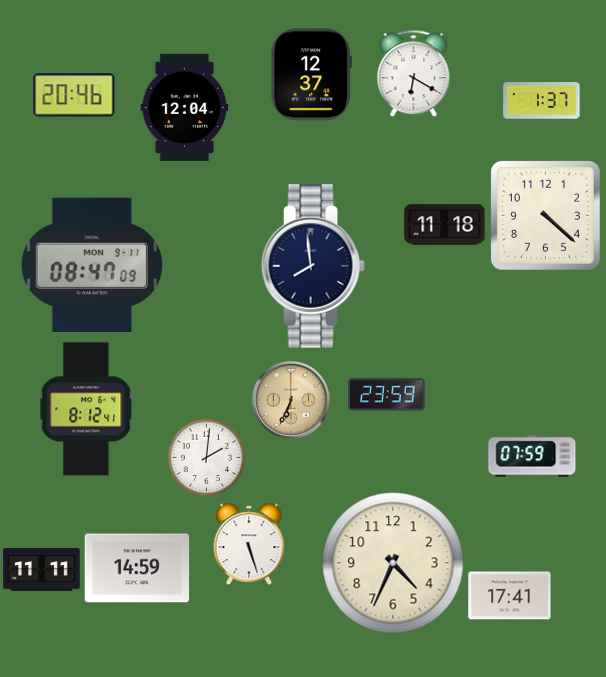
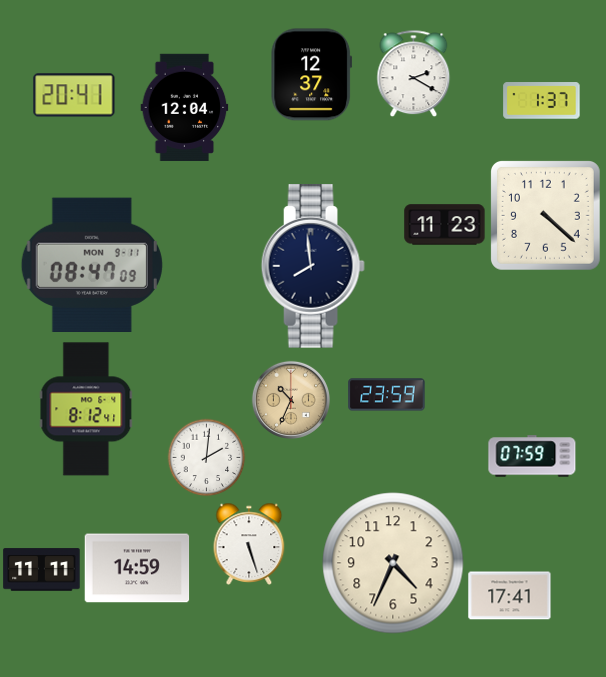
clock at (414, 73): 6:20 -> 2:20
clock at (74, 95): 20:46 -> 20:41
clock at (445, 225): 11:18 -> 11:23
clock at (291, 400): 6:34 -> 10:34
